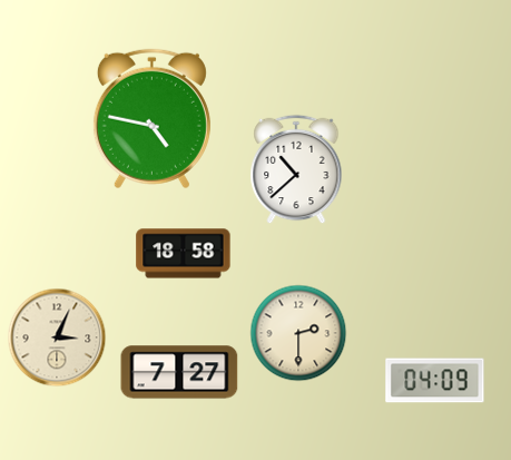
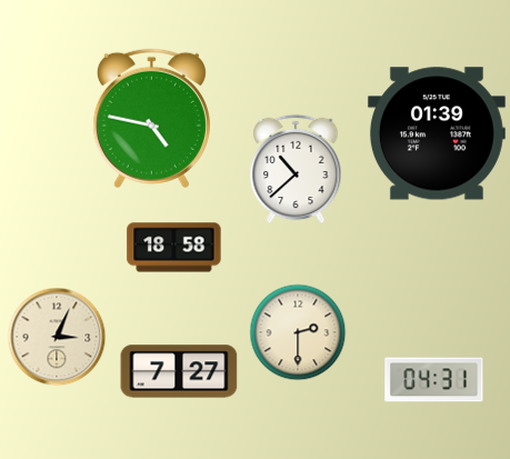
clock at (437, 133): none -> 01:39
clock at (184, 254) position: (184, 254) -> (174, 248)
clock at (435, 381): 04:09 -> 04:31
